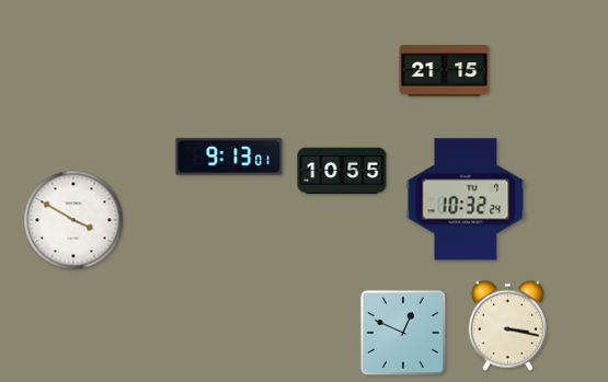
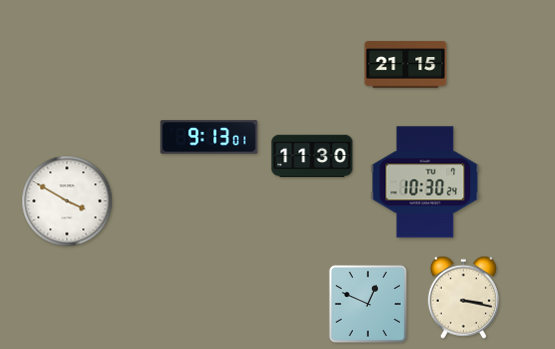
clock at (229, 157) position: (229, 157) -> (209, 137)
clock at (342, 171): 10:55 -> 11:30
clock at (466, 199): 10:32 -> 10:30
